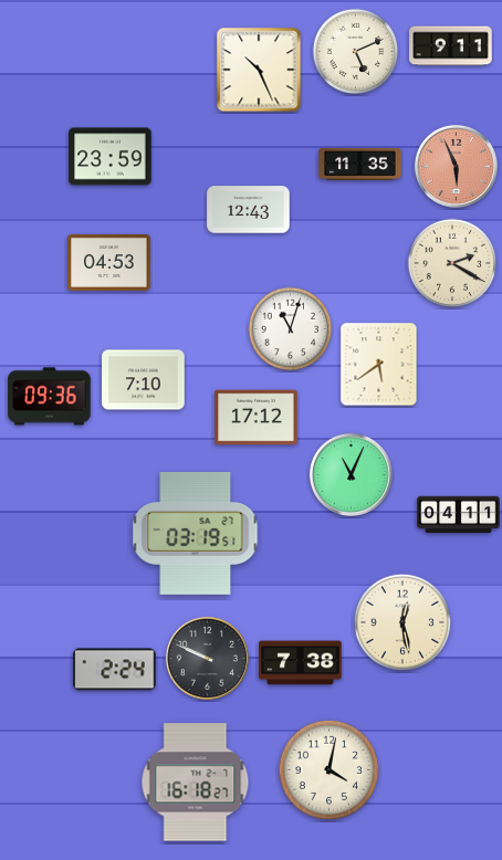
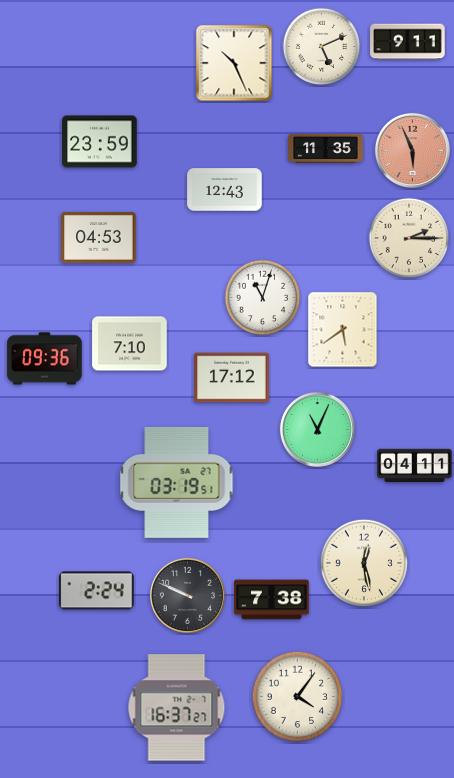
clock at (452, 263): 2:20 -> 2:15
clock at (115, 670) position: (115, 670) -> (97, 591)
clock at (328, 769): 4:02 -> 4:06
clock at (196, 783): 16:18 -> 16:37
